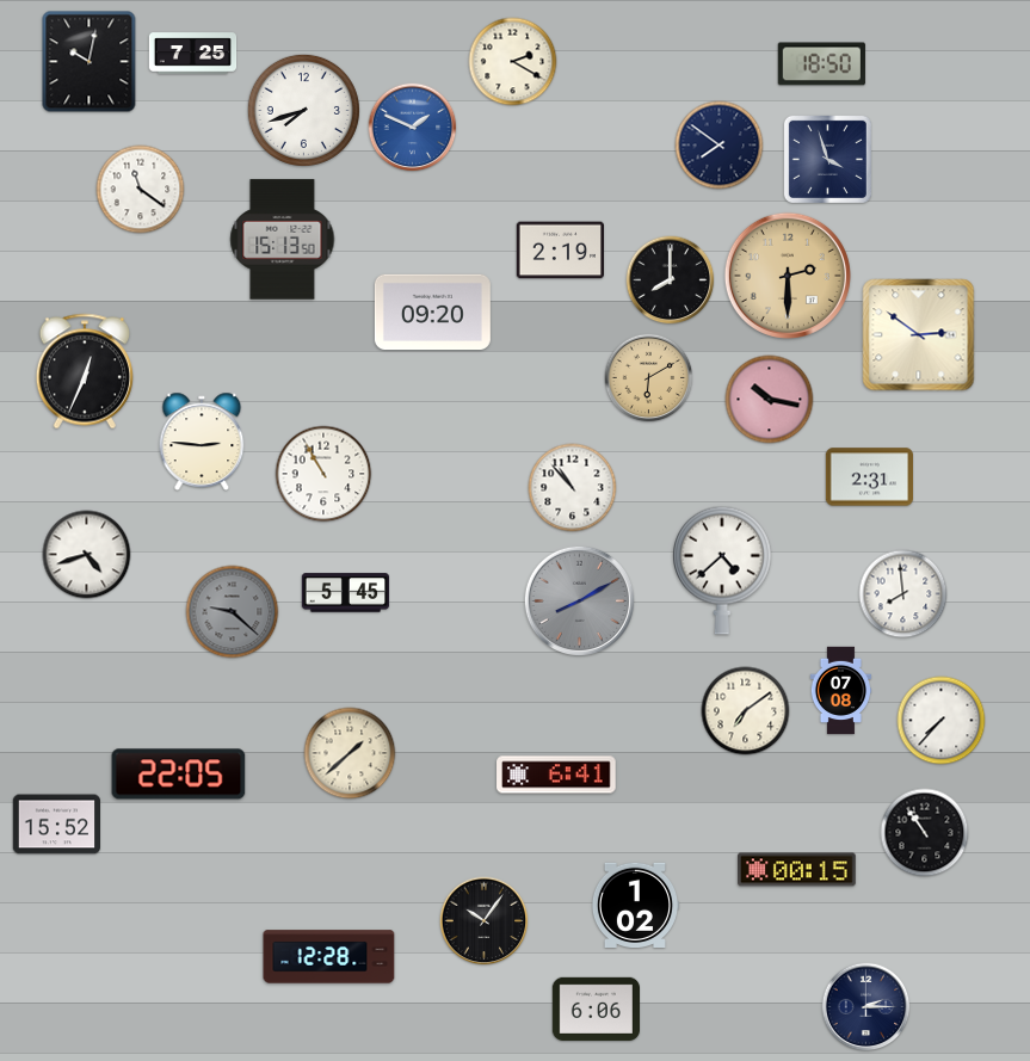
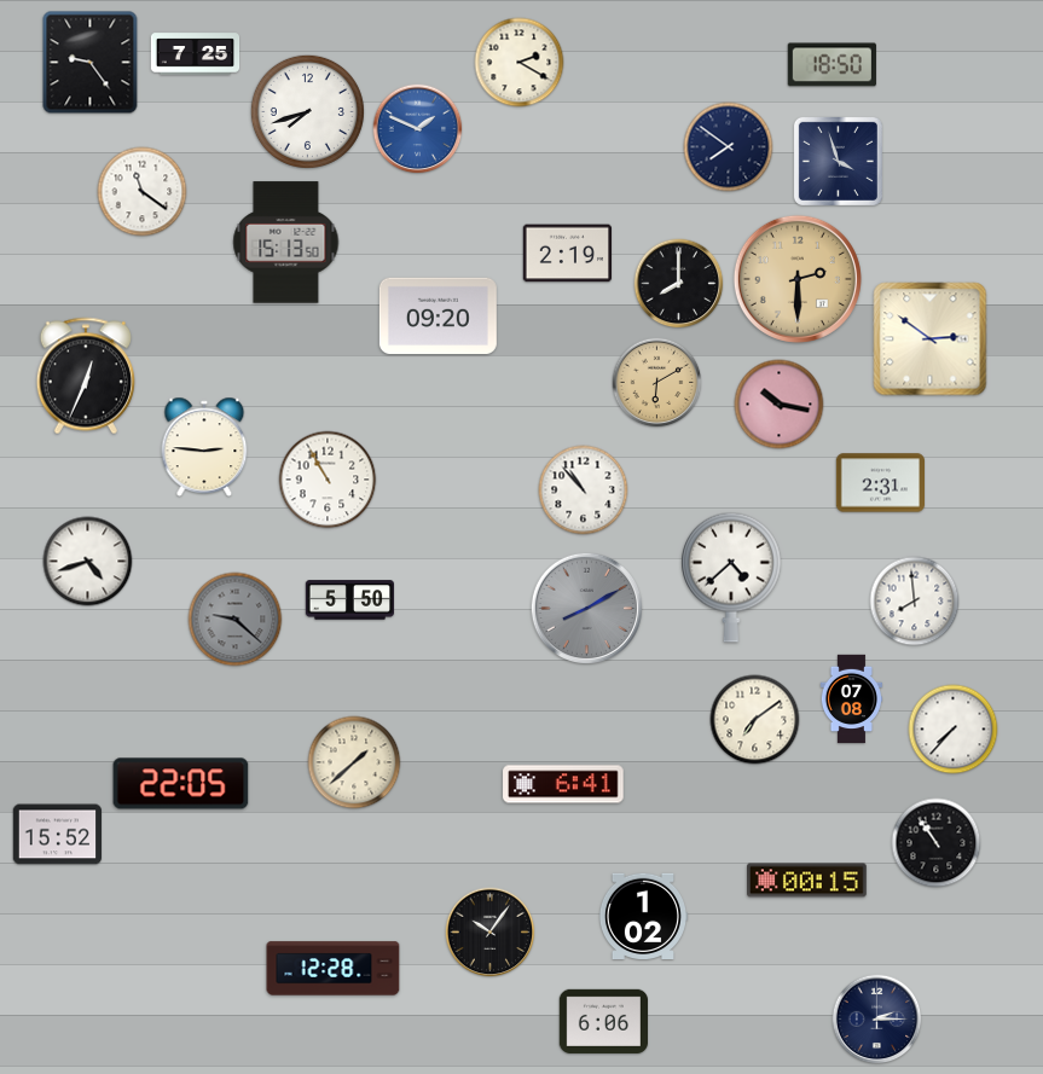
clock at (90, 62): 10:02 -> 9:24
clock at (573, 488) position: (573, 488) -> (584, 490)
clock at (346, 593): 5:45 -> 5:50
